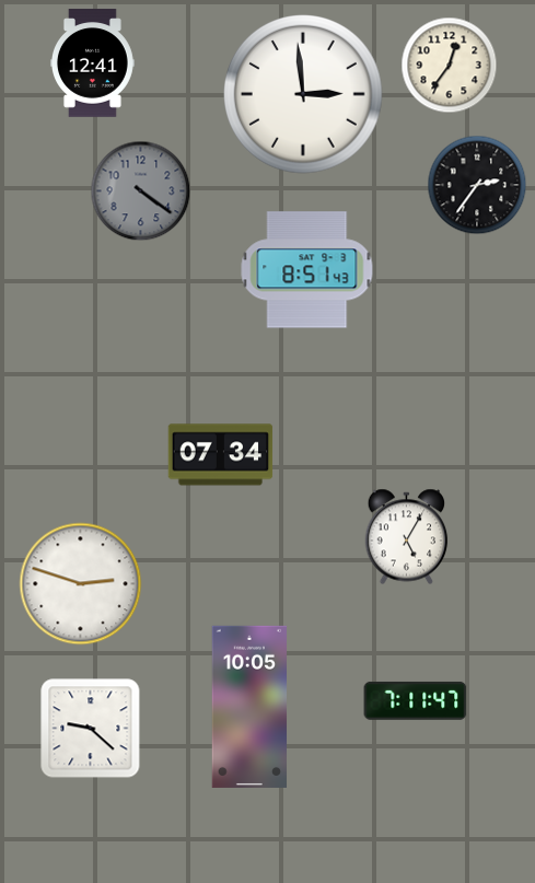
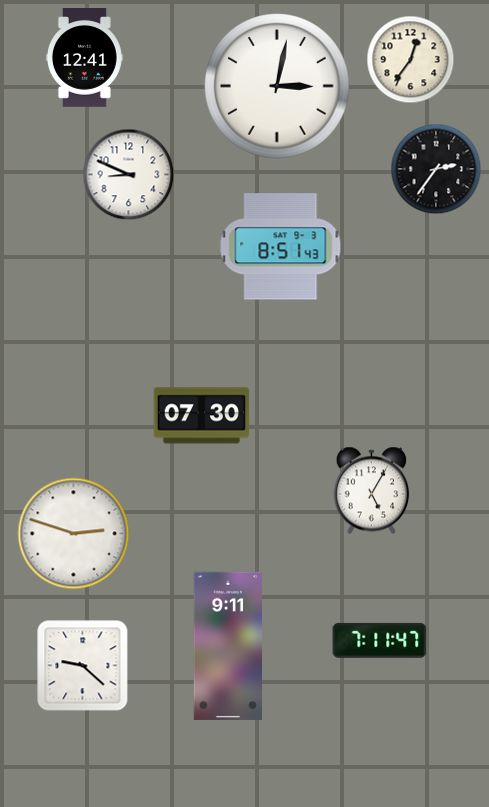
clock at (304, 95): 2:59 -> 3:02
clock at (141, 191): 4:21 -> 8:49
clock at (141, 191) dial: grey -> white
clock at (221, 455): 07:34 -> 07:30
clock at (249, 707): 10:05 -> 9:11
